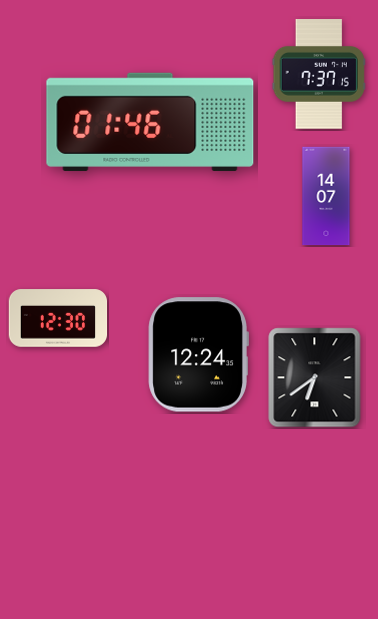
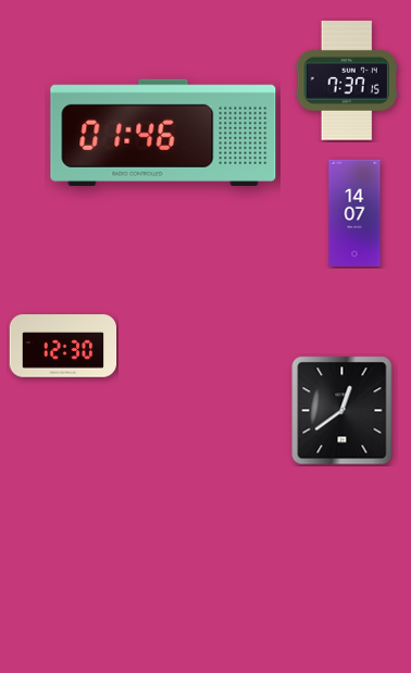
clock at (198, 355): 12:24 -> none
clock at (315, 378): 6:39 -> 12:39
